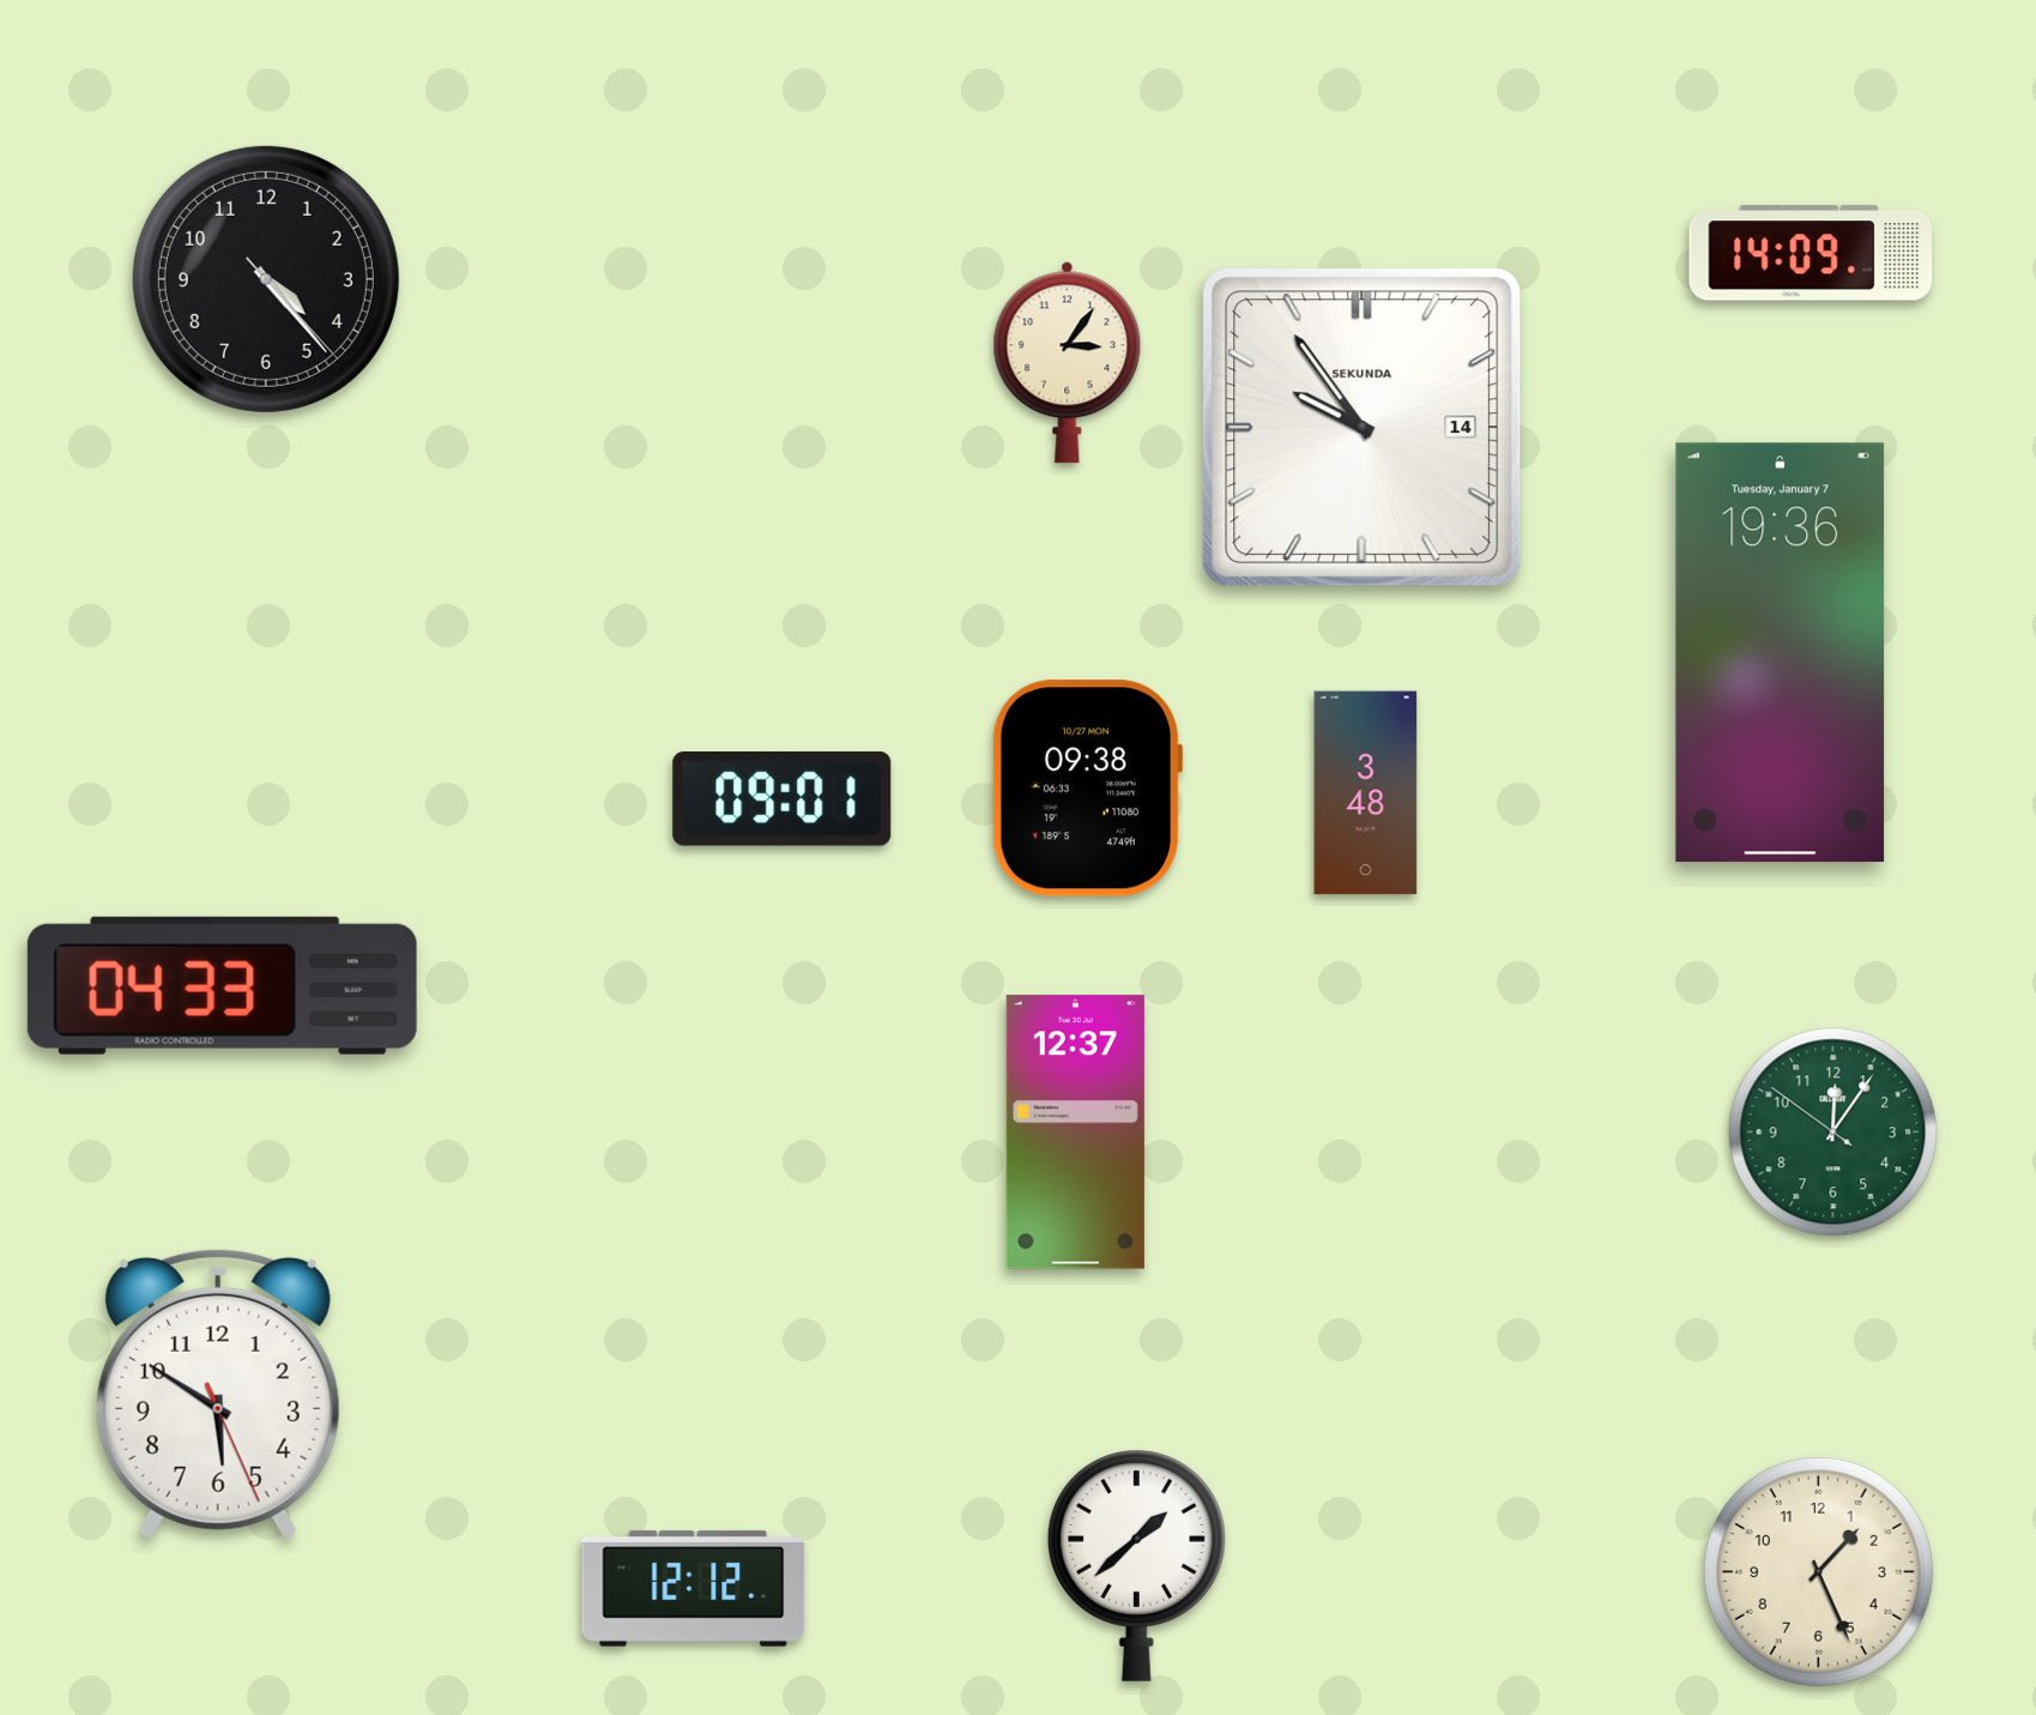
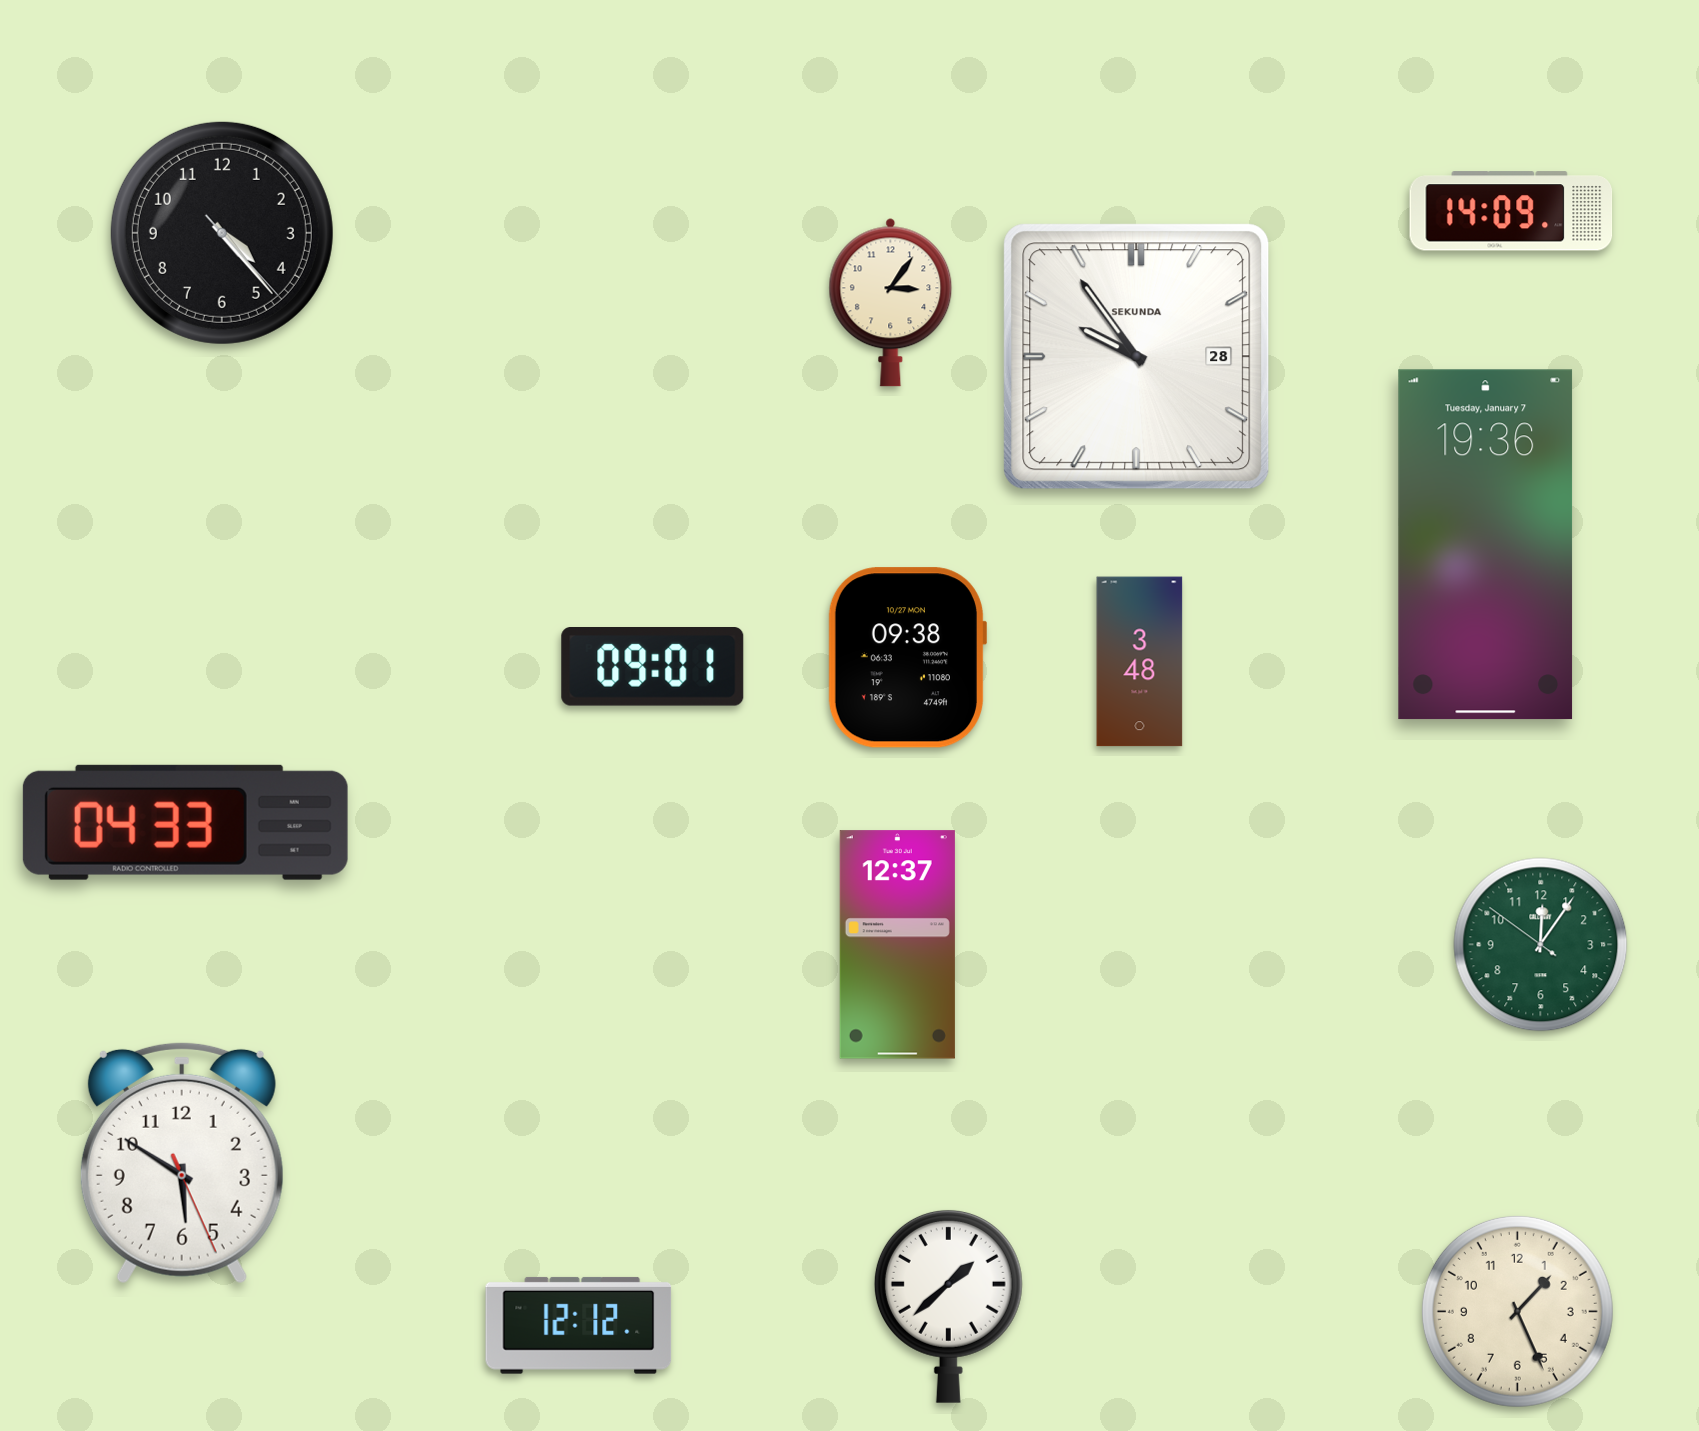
clock at (1363, 428) date: 14 -> 28
clock at (1833, 1133) position: (1833, 1133) -> (1541, 945)
